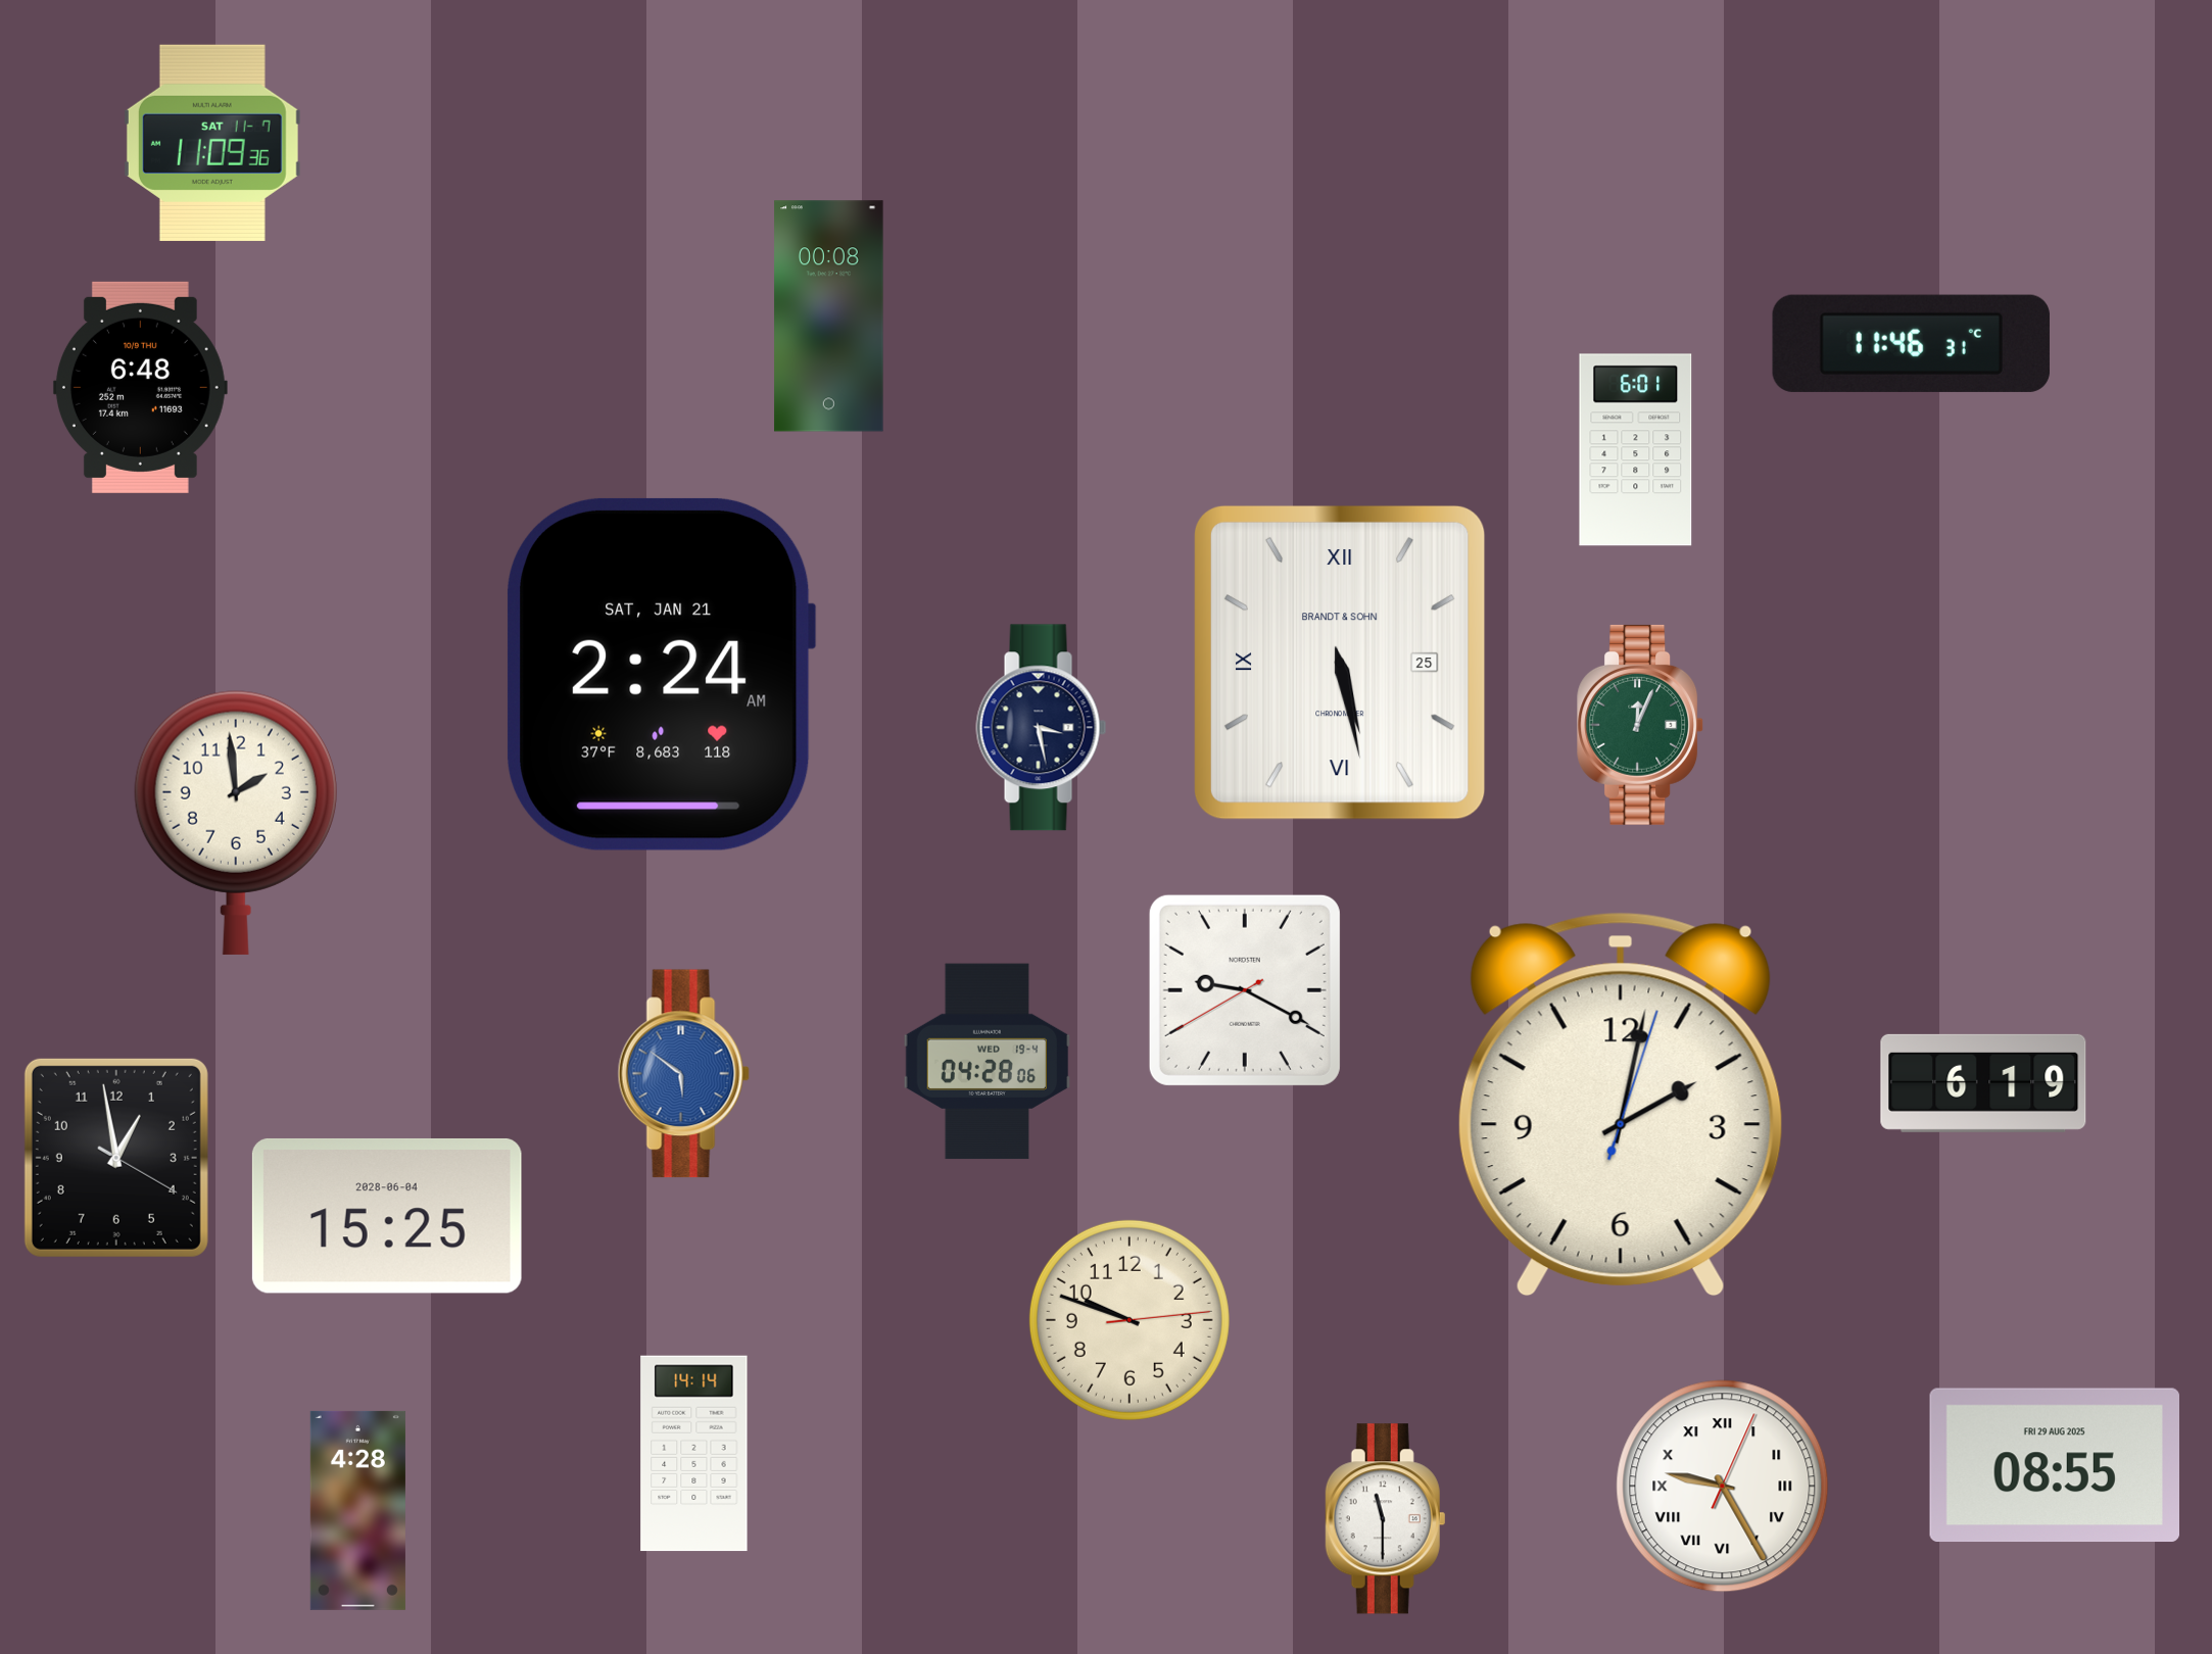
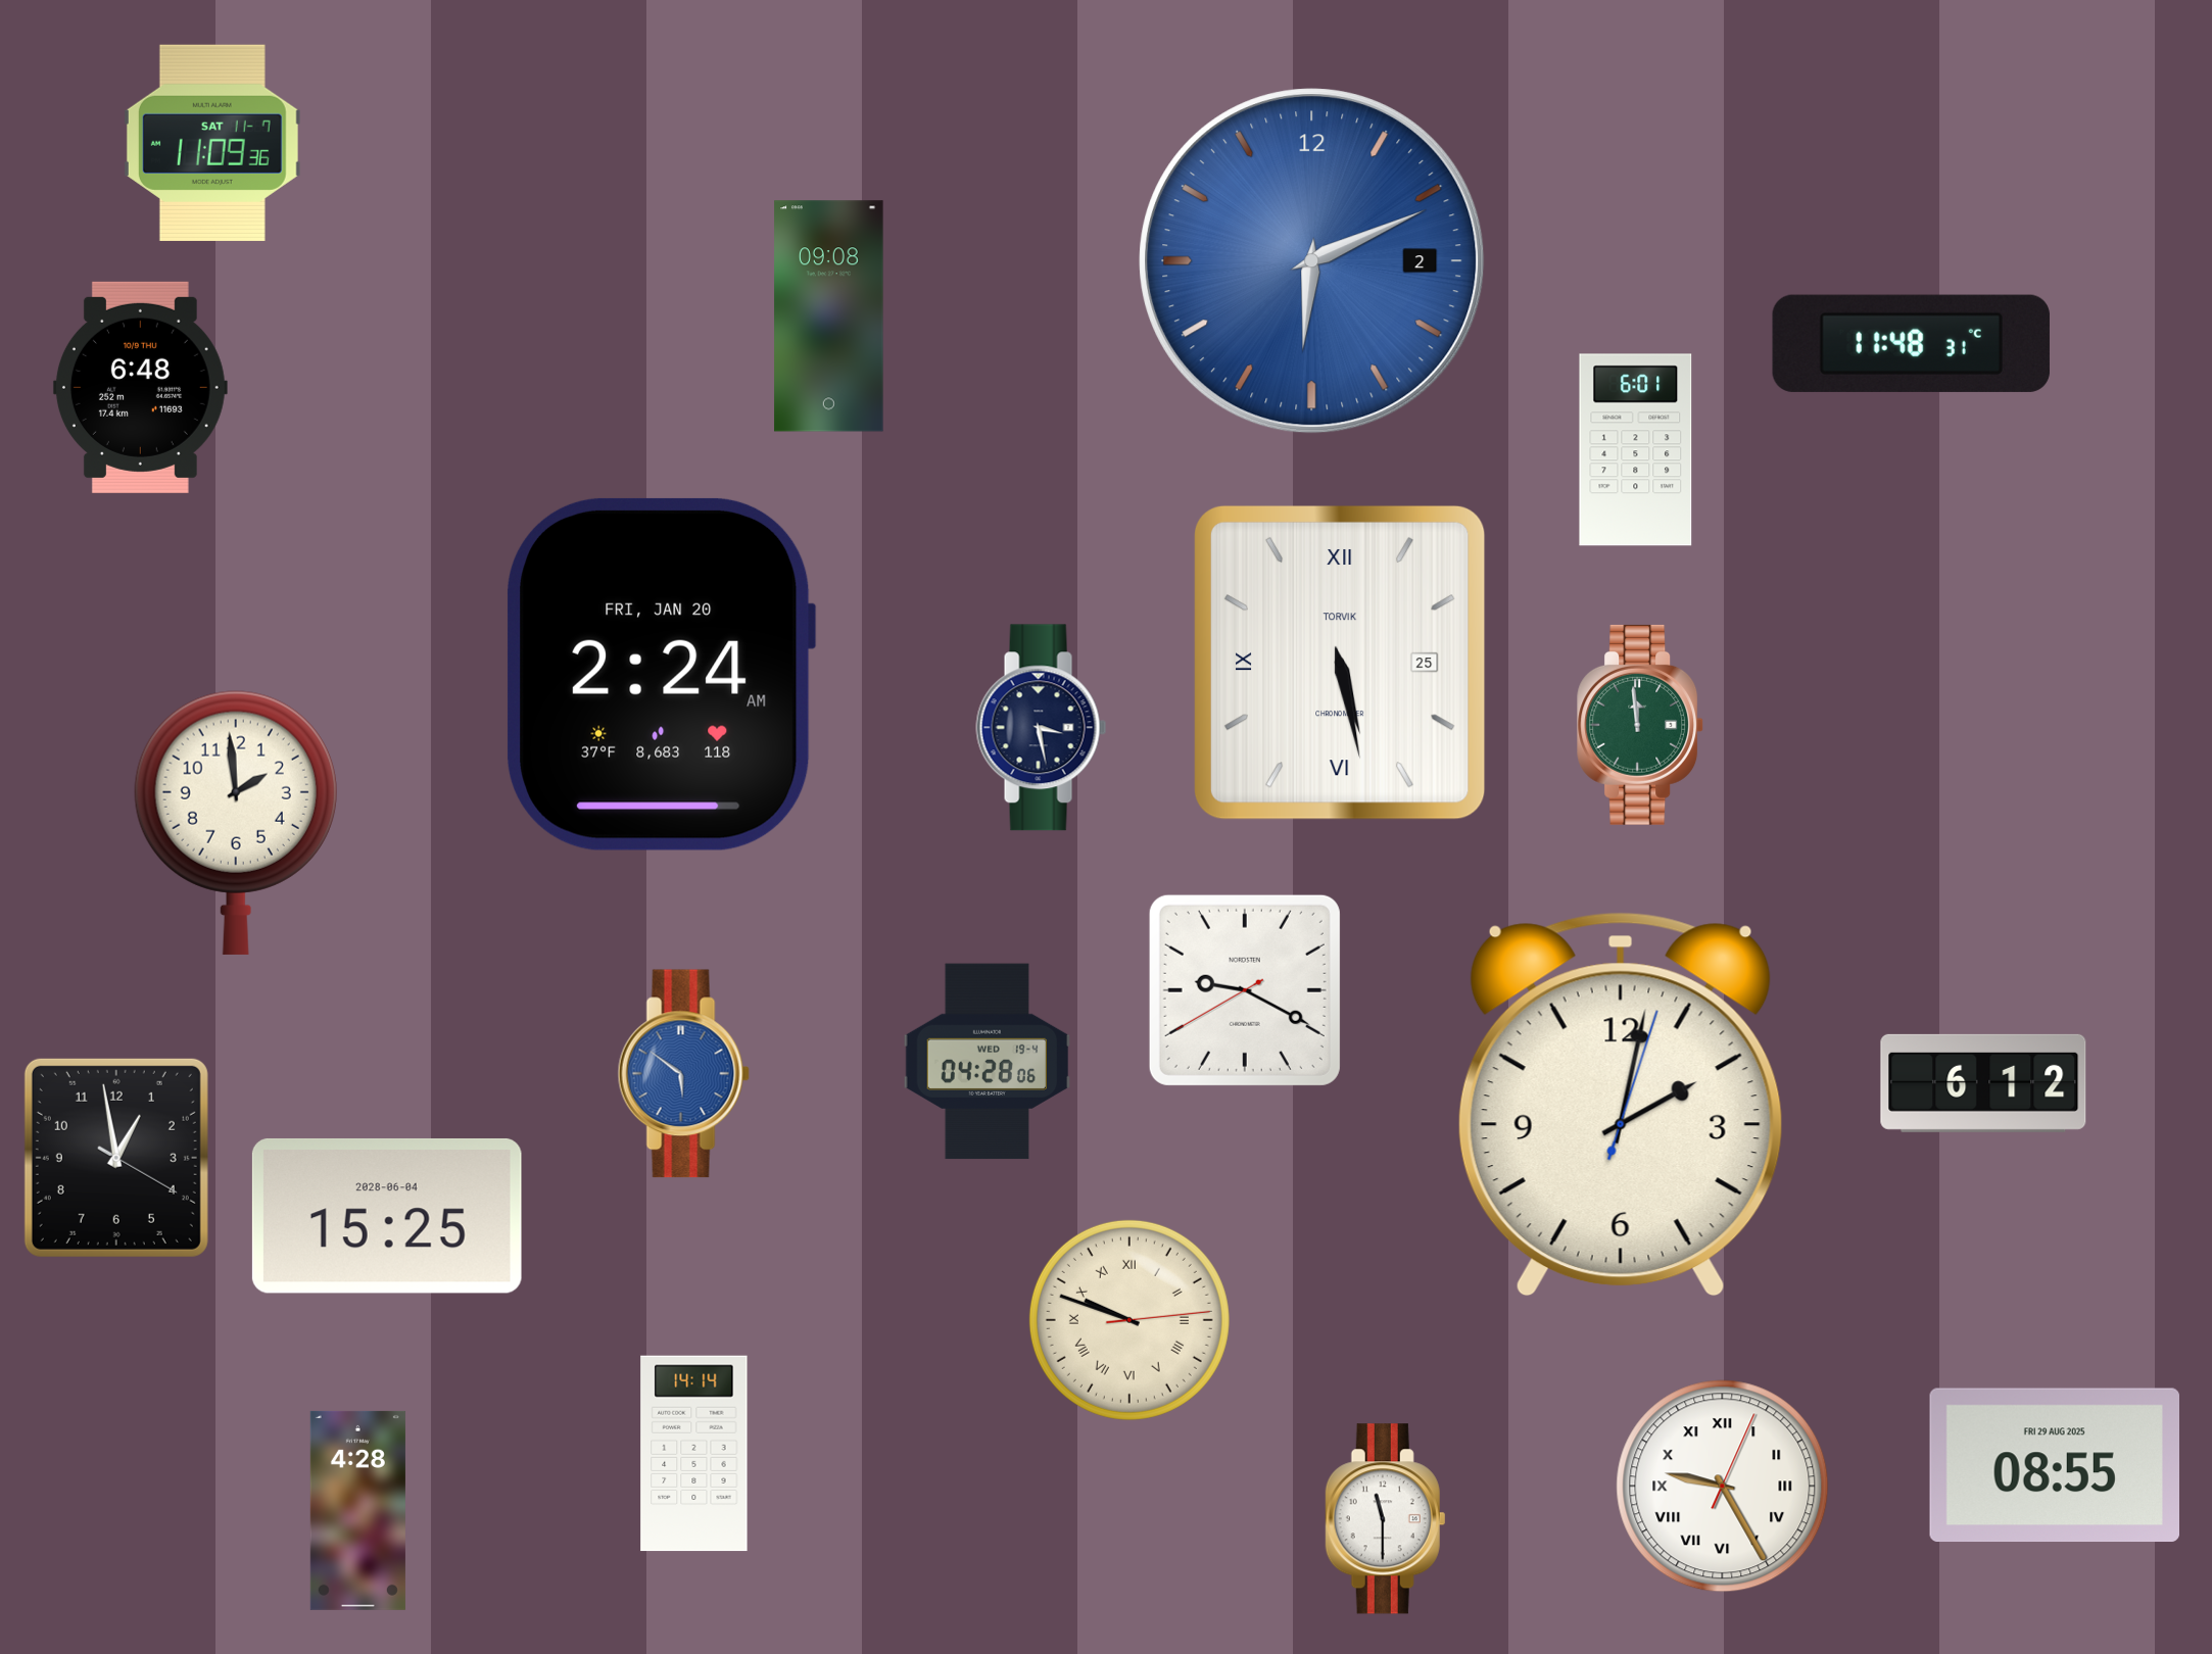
clock at (1312, 261): none -> 6:11
clock at (829, 317): 00:08 -> 09:08
clock at (1911, 343): 11:46 -> 11:48
clock at (1340, 663) brand: BRANDT & SOHN -> TORVIK
clock at (662, 674) date: SAT, JAN 21 -> FRI, JAN 20
clock at (1641, 725): 12:04 -> 11:59
clock at (1983, 1083): 6:19 -> 6:12
clock at (1129, 1320) numerals: Arabic -> Roman
